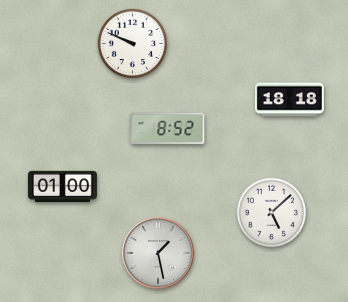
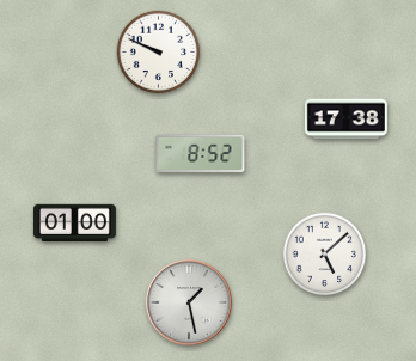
clock at (289, 100): 18:18 -> 17:38
